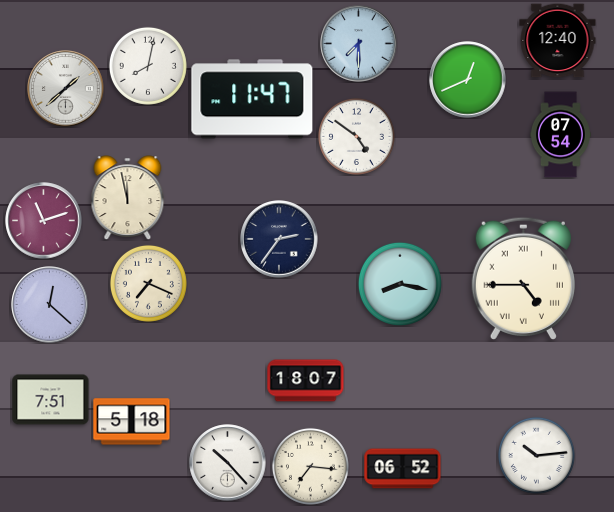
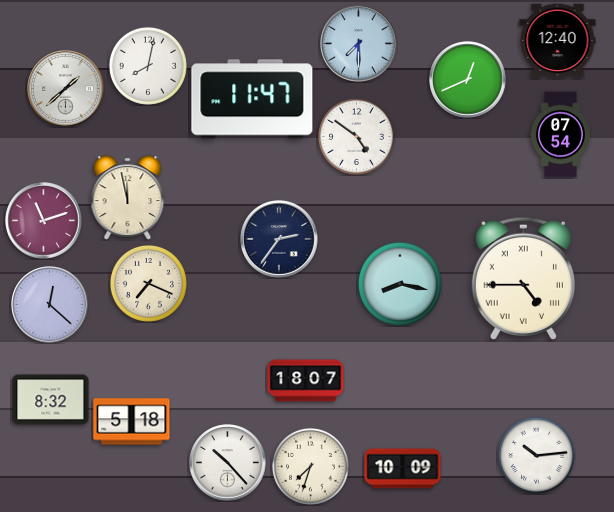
clock at (51, 400): 7:51 -> 8:32
clock at (310, 466): 7:16 -> 7:33
clock at (403, 469): 06:52 -> 10:09
